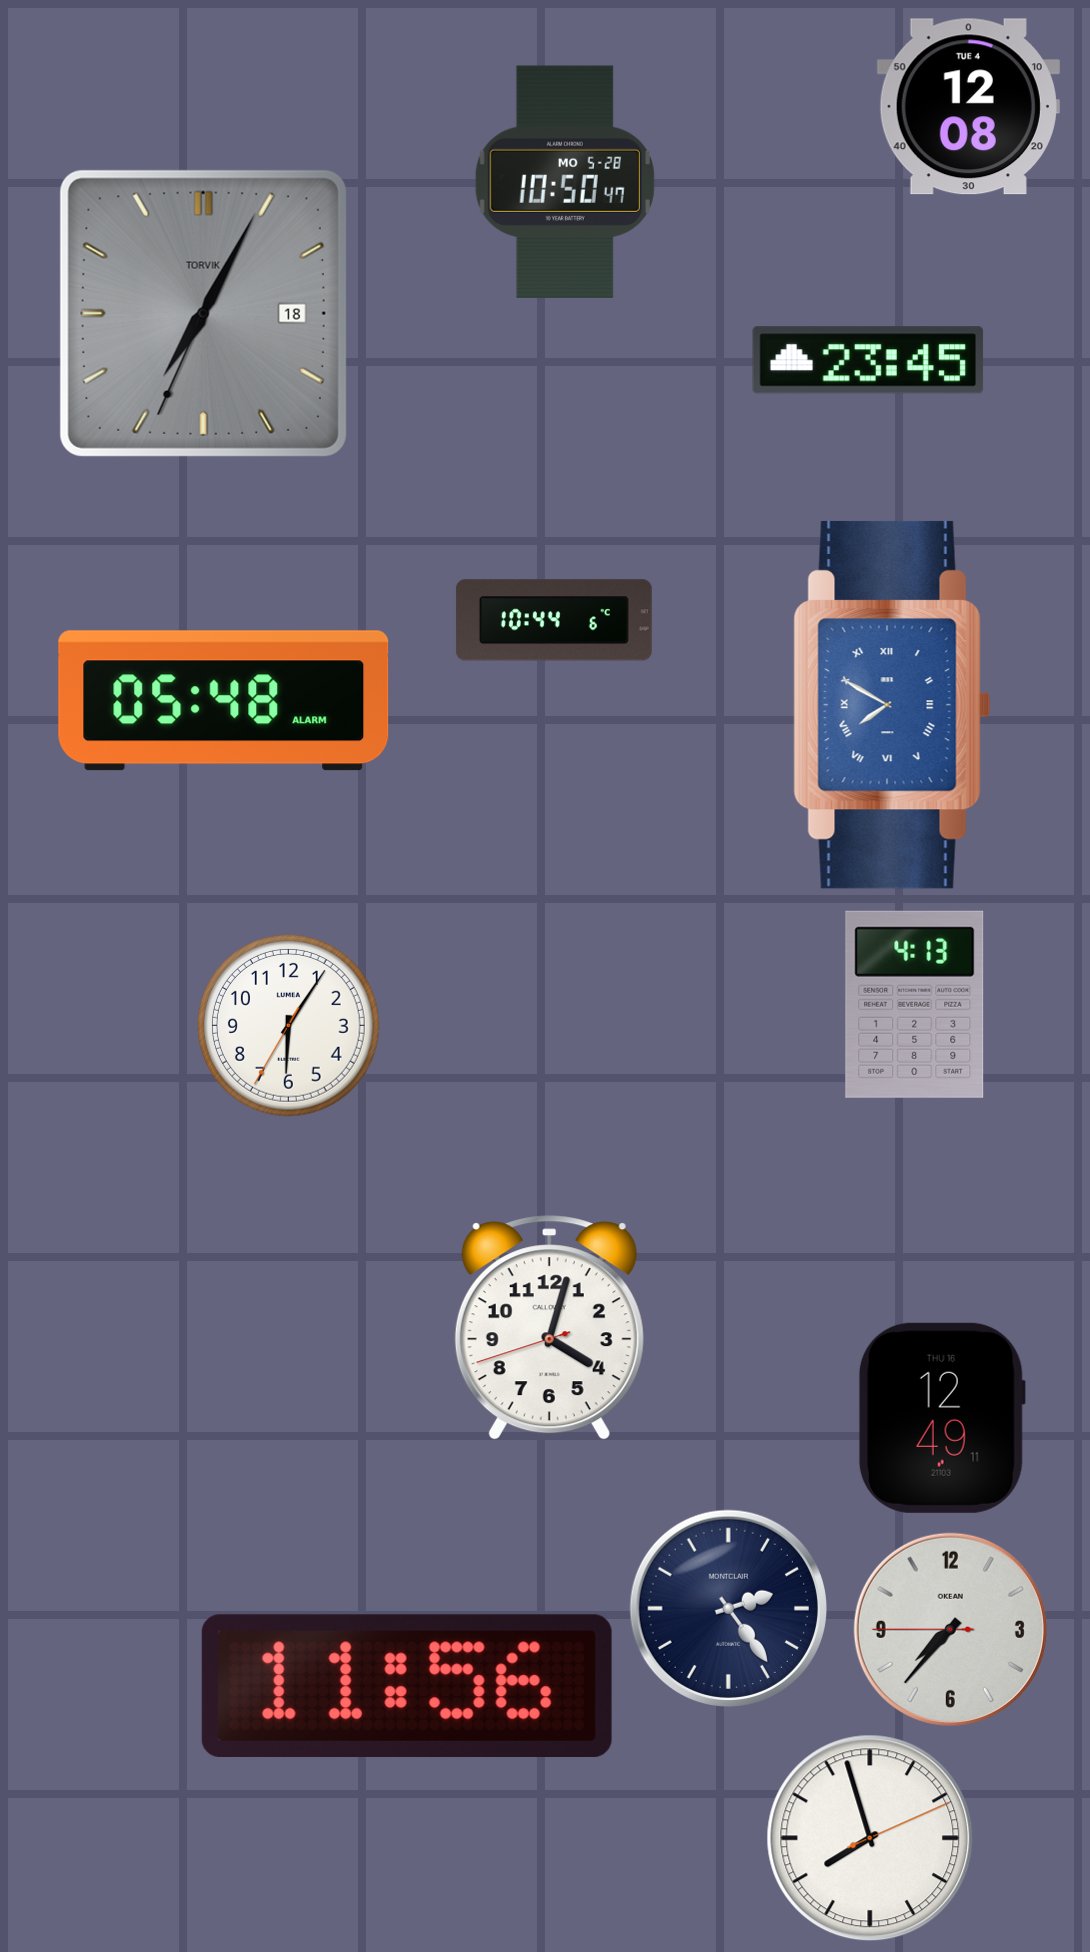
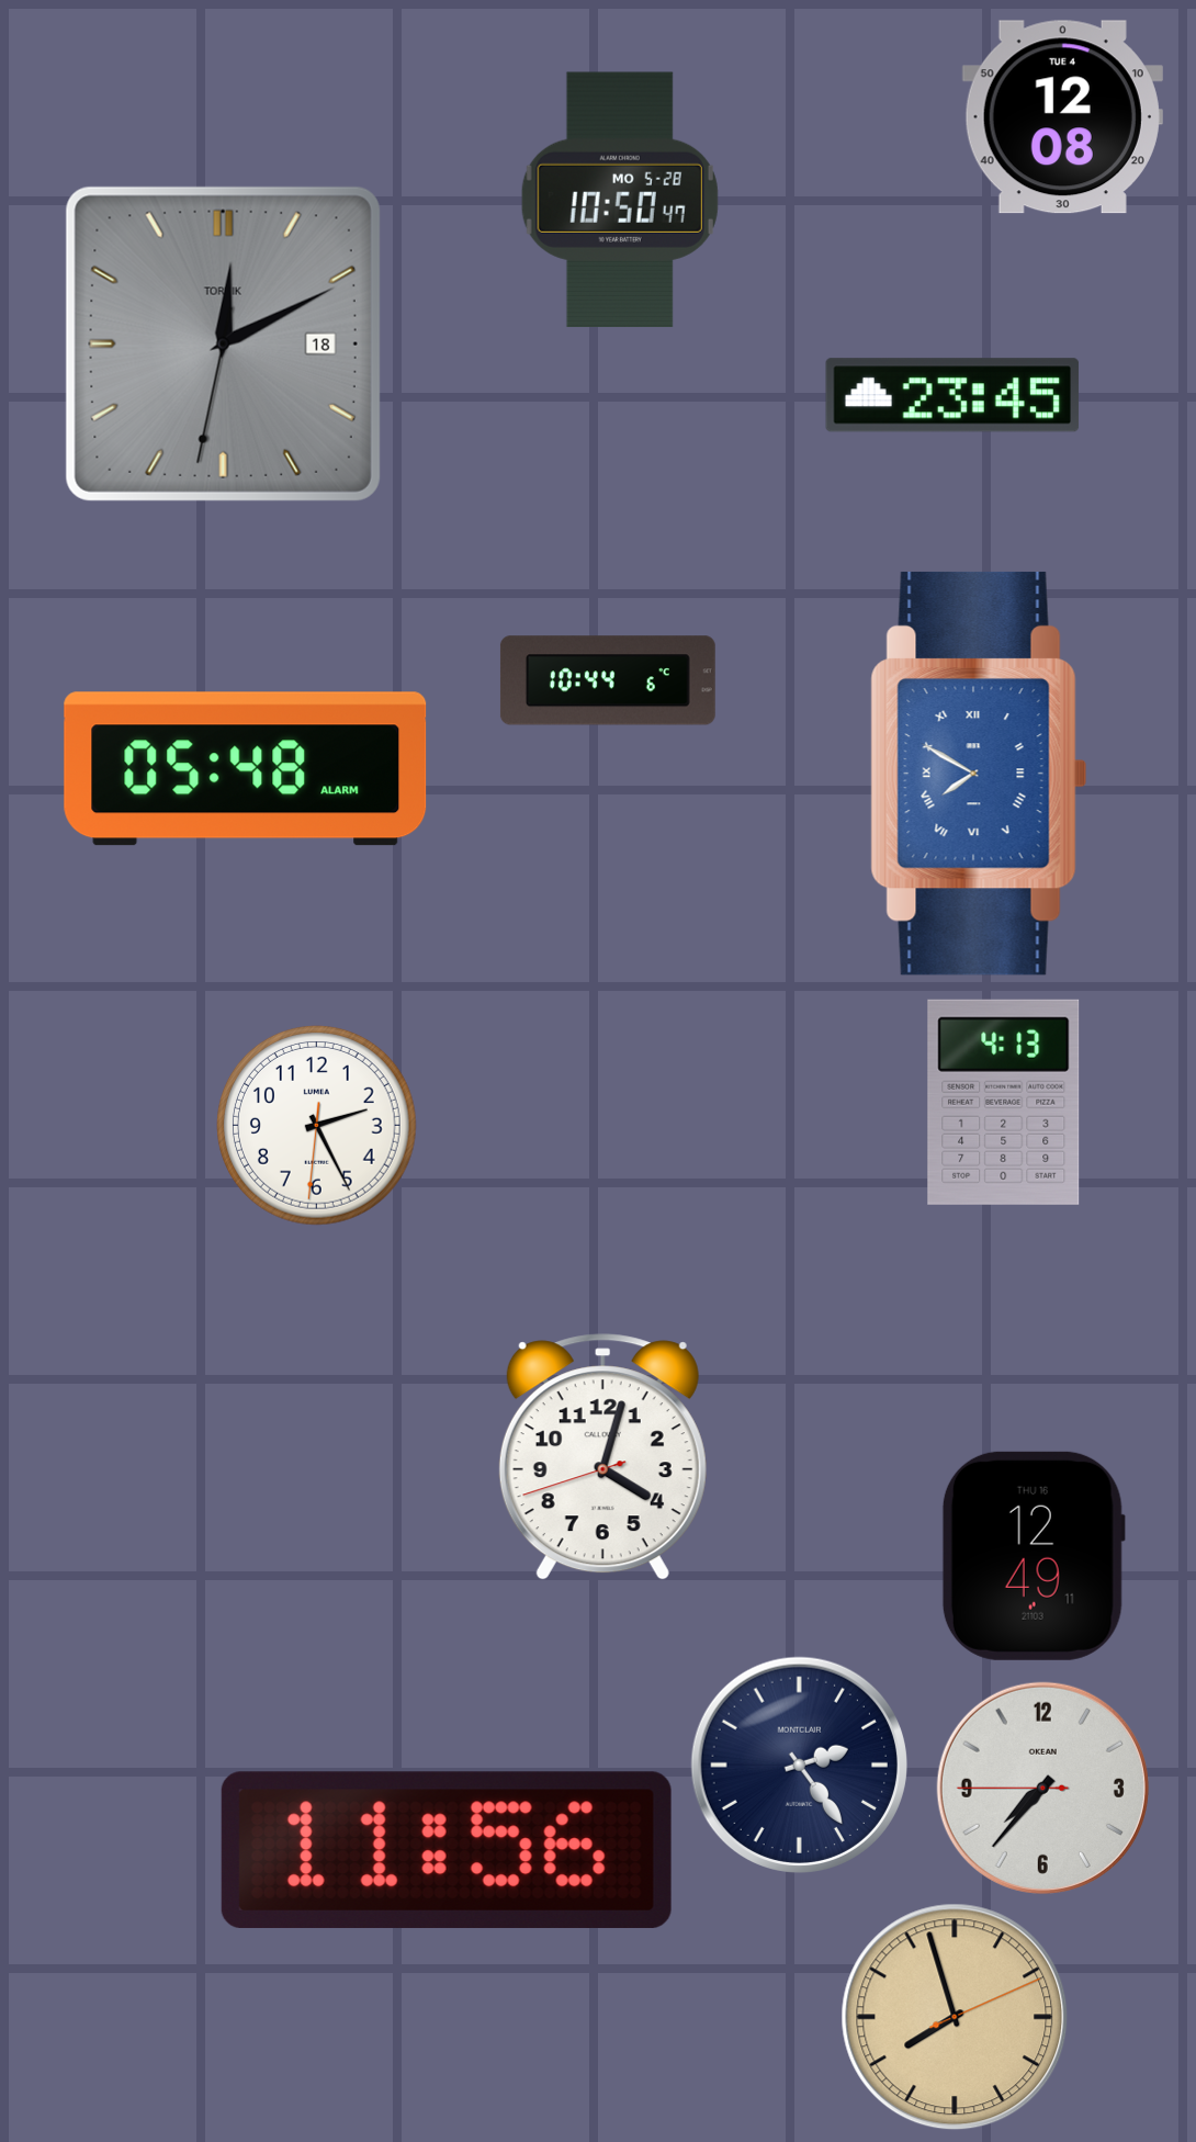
clock at (203, 313): 7:04 -> 12:10
clock at (289, 1026): 6:05 -> 2:25
clock at (870, 1838) dial: white -> champagne
